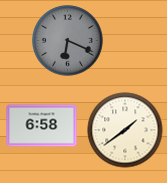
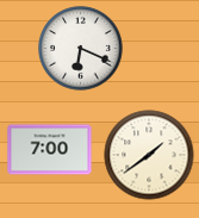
clock at (68, 41) dial: grey -> white
clock at (42, 126): 6:58 -> 7:00
